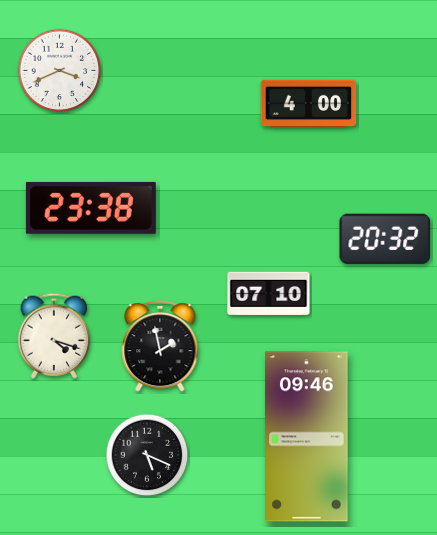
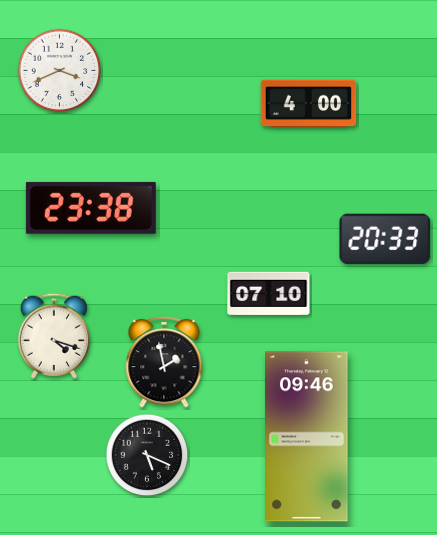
clock at (385, 239): 20:32 -> 20:33
clock at (160, 346) position: (160, 346) -> (164, 362)
